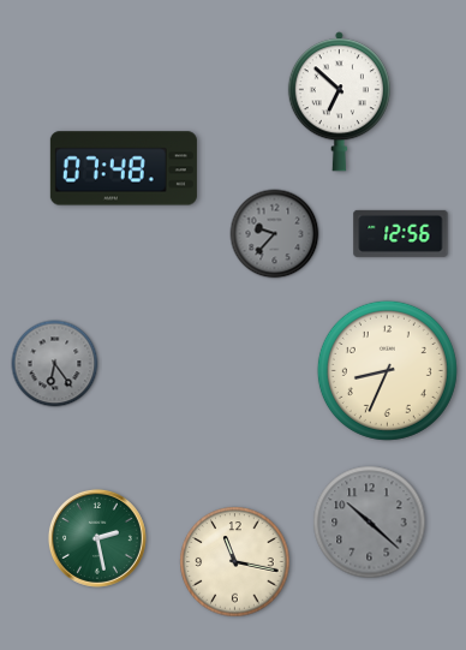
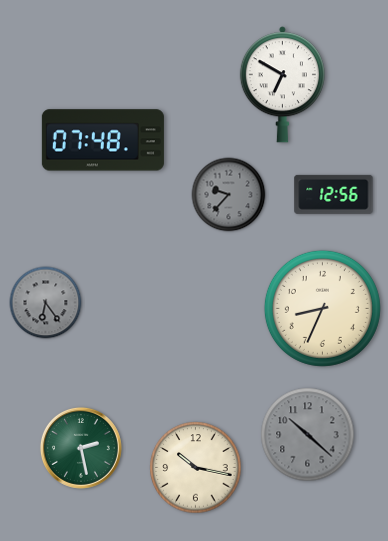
clock at (339, 102): 6:52 -> 6:50
clock at (235, 562): 11:17 -> 10:17
